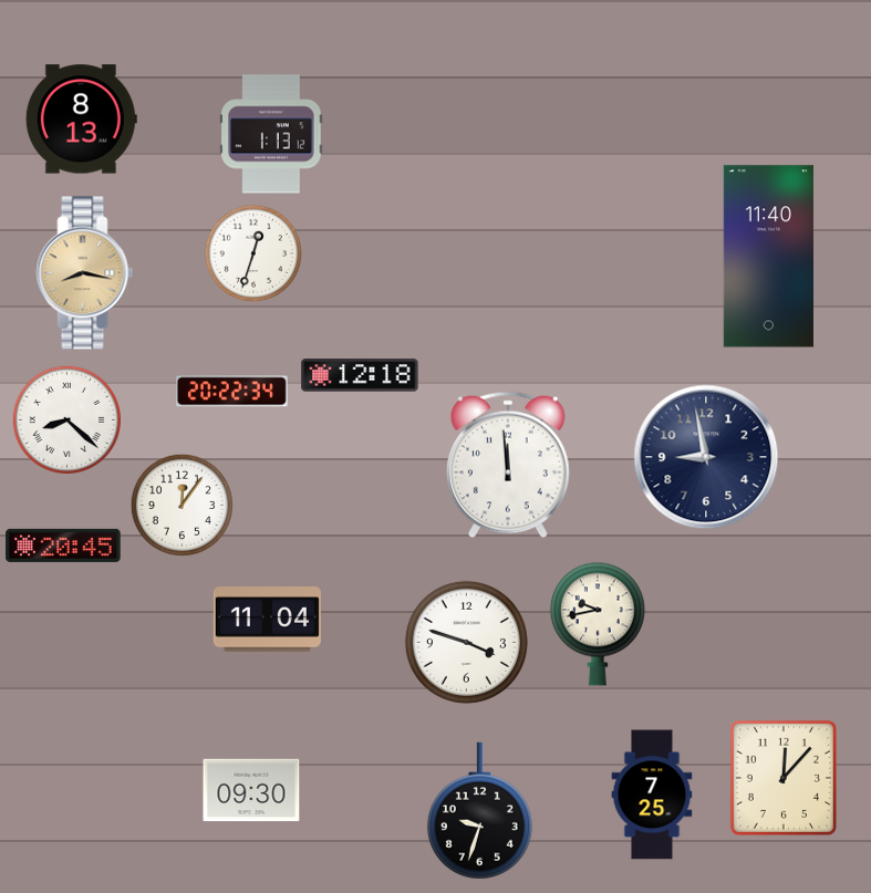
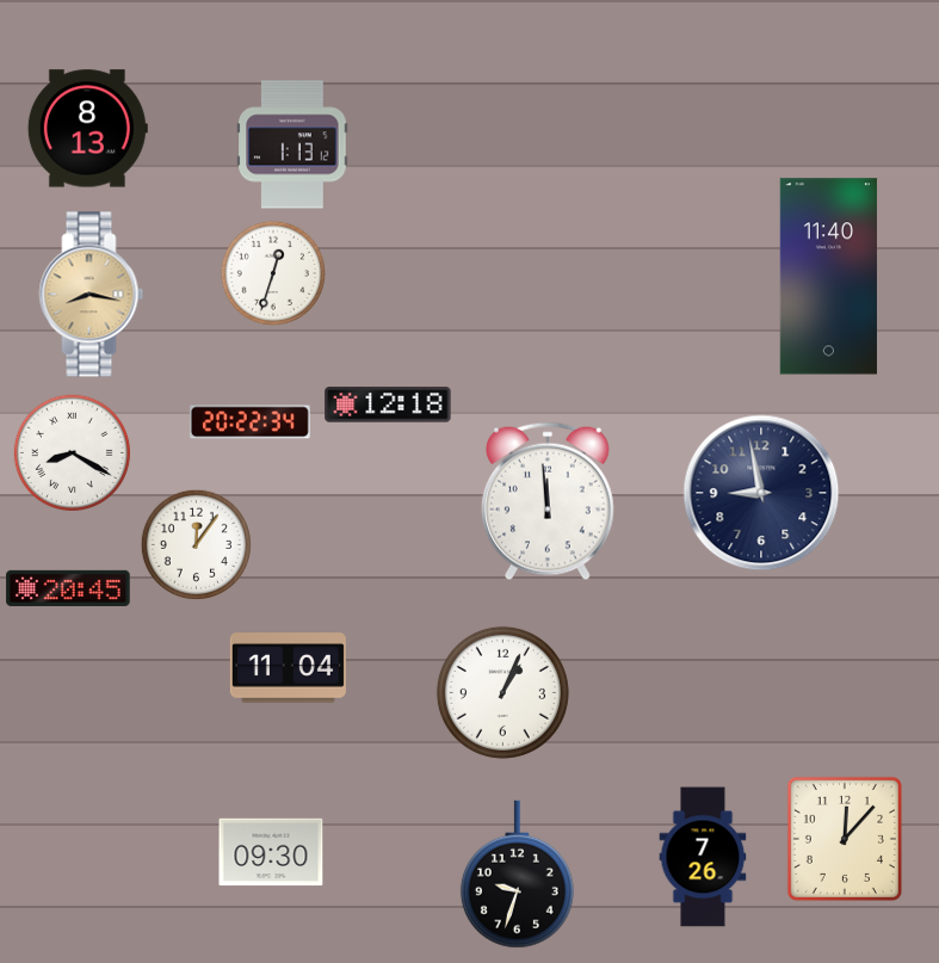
clock at (66, 419): 8:22 -> 8:20
clock at (598, 624): 9:43 -> none
clock at (466, 642): 3:48 -> 1:04
clock at (652, 795): 7:25 -> 7:26
